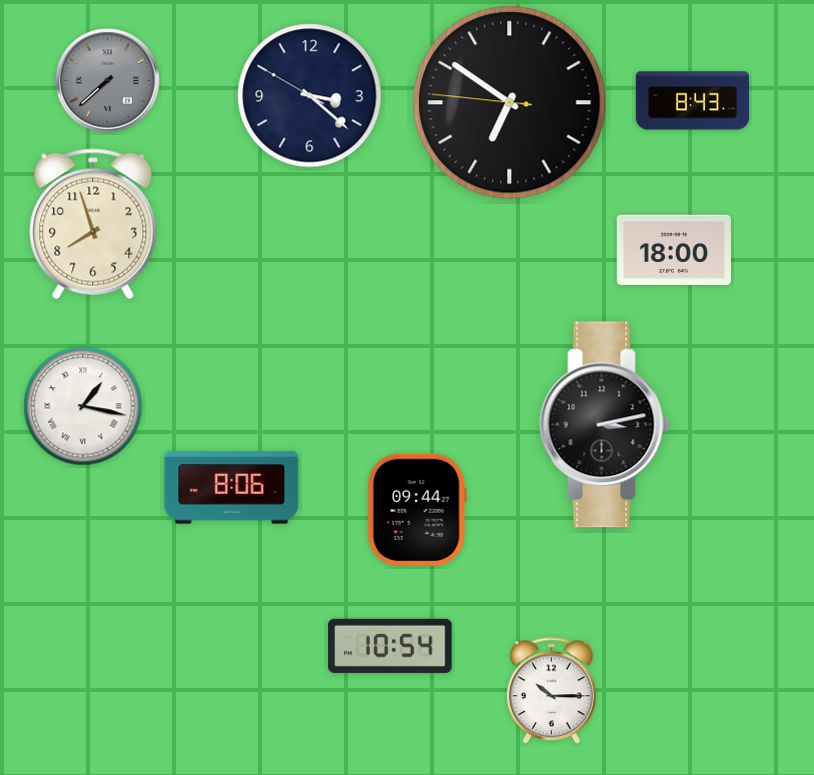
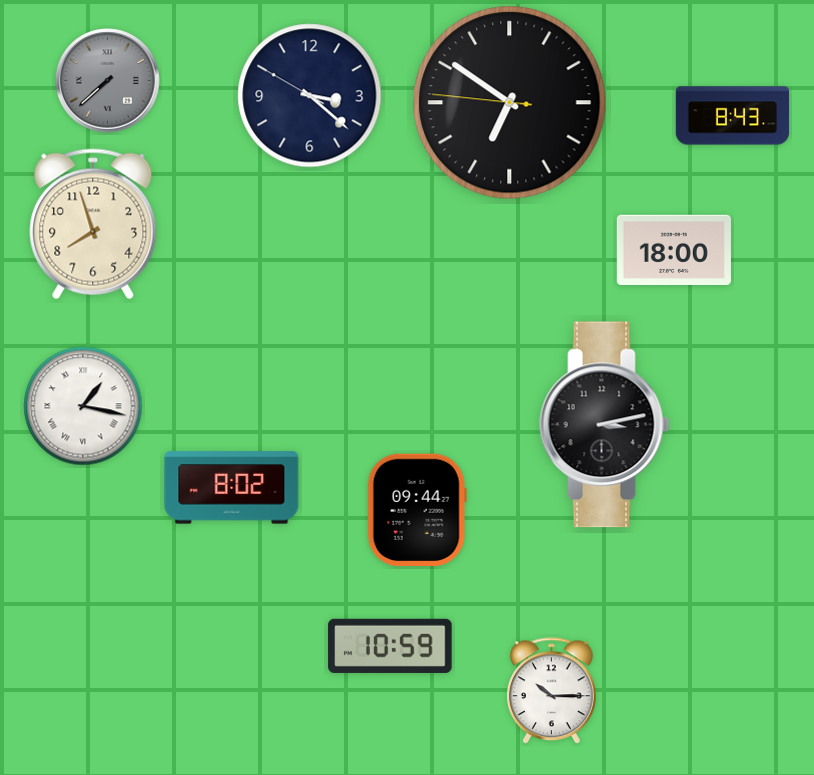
clock at (693, 101) position: (693, 101) -> (733, 116)
clock at (232, 488): 8:06 -> 8:02
clock at (390, 646): 10:54 -> 10:59
